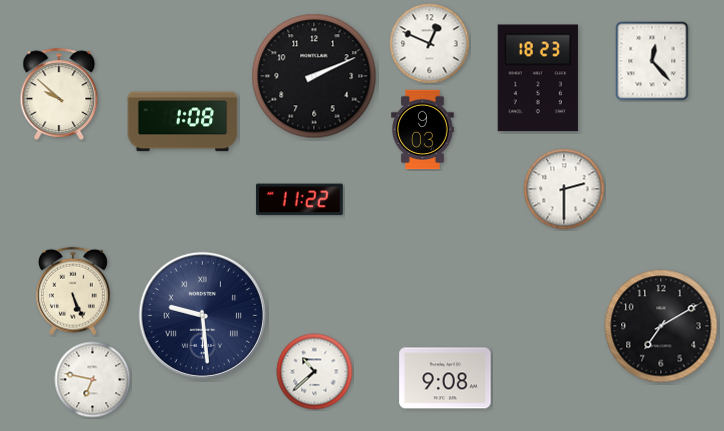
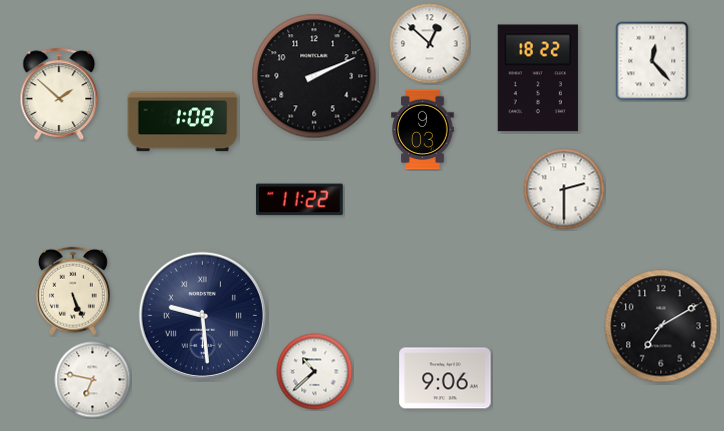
clock at (430, 44): 12:49 -> 12:52
clock at (538, 78): 18:23 -> 18:22
clock at (59, 94): 9:52 -> 1:52
clock at (445, 378): 9:08 -> 9:06
